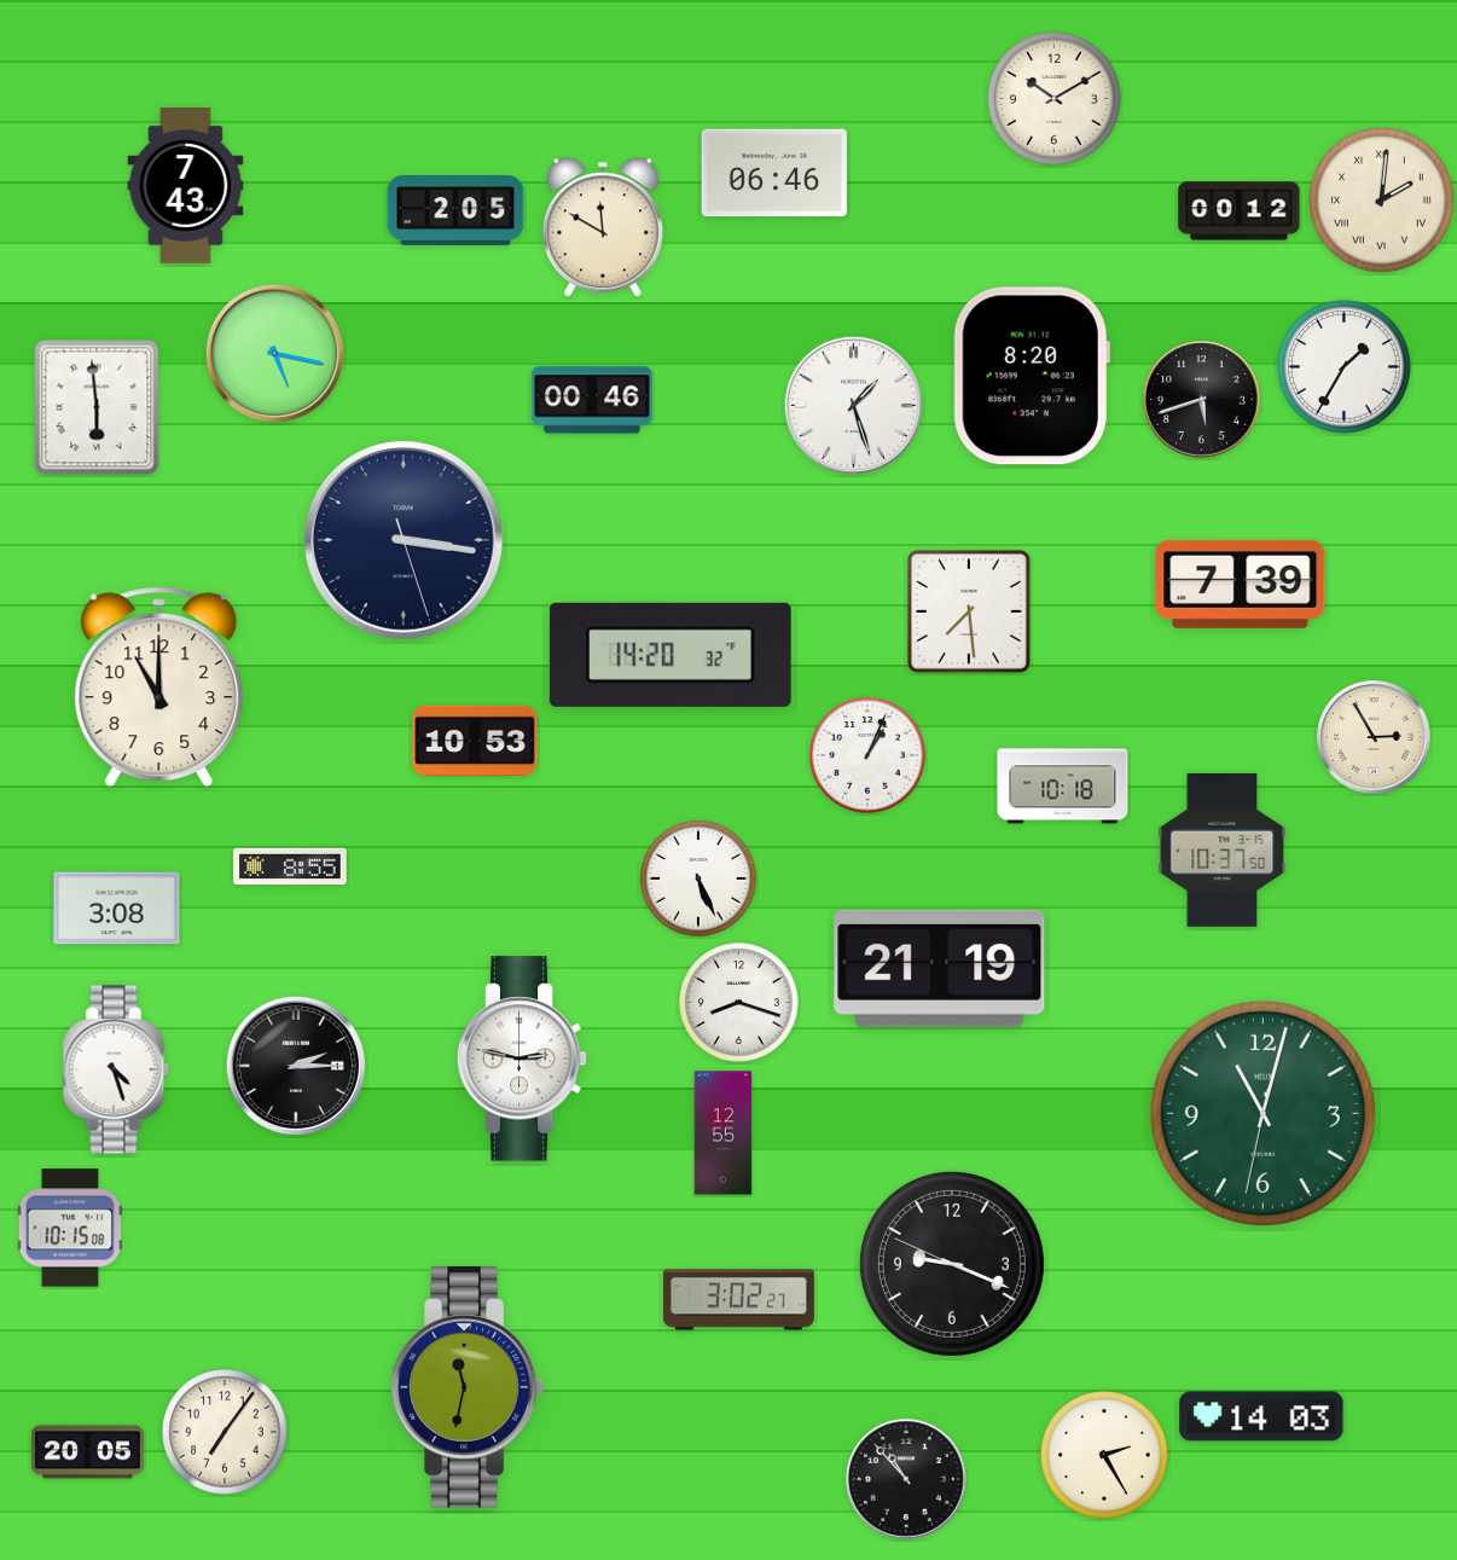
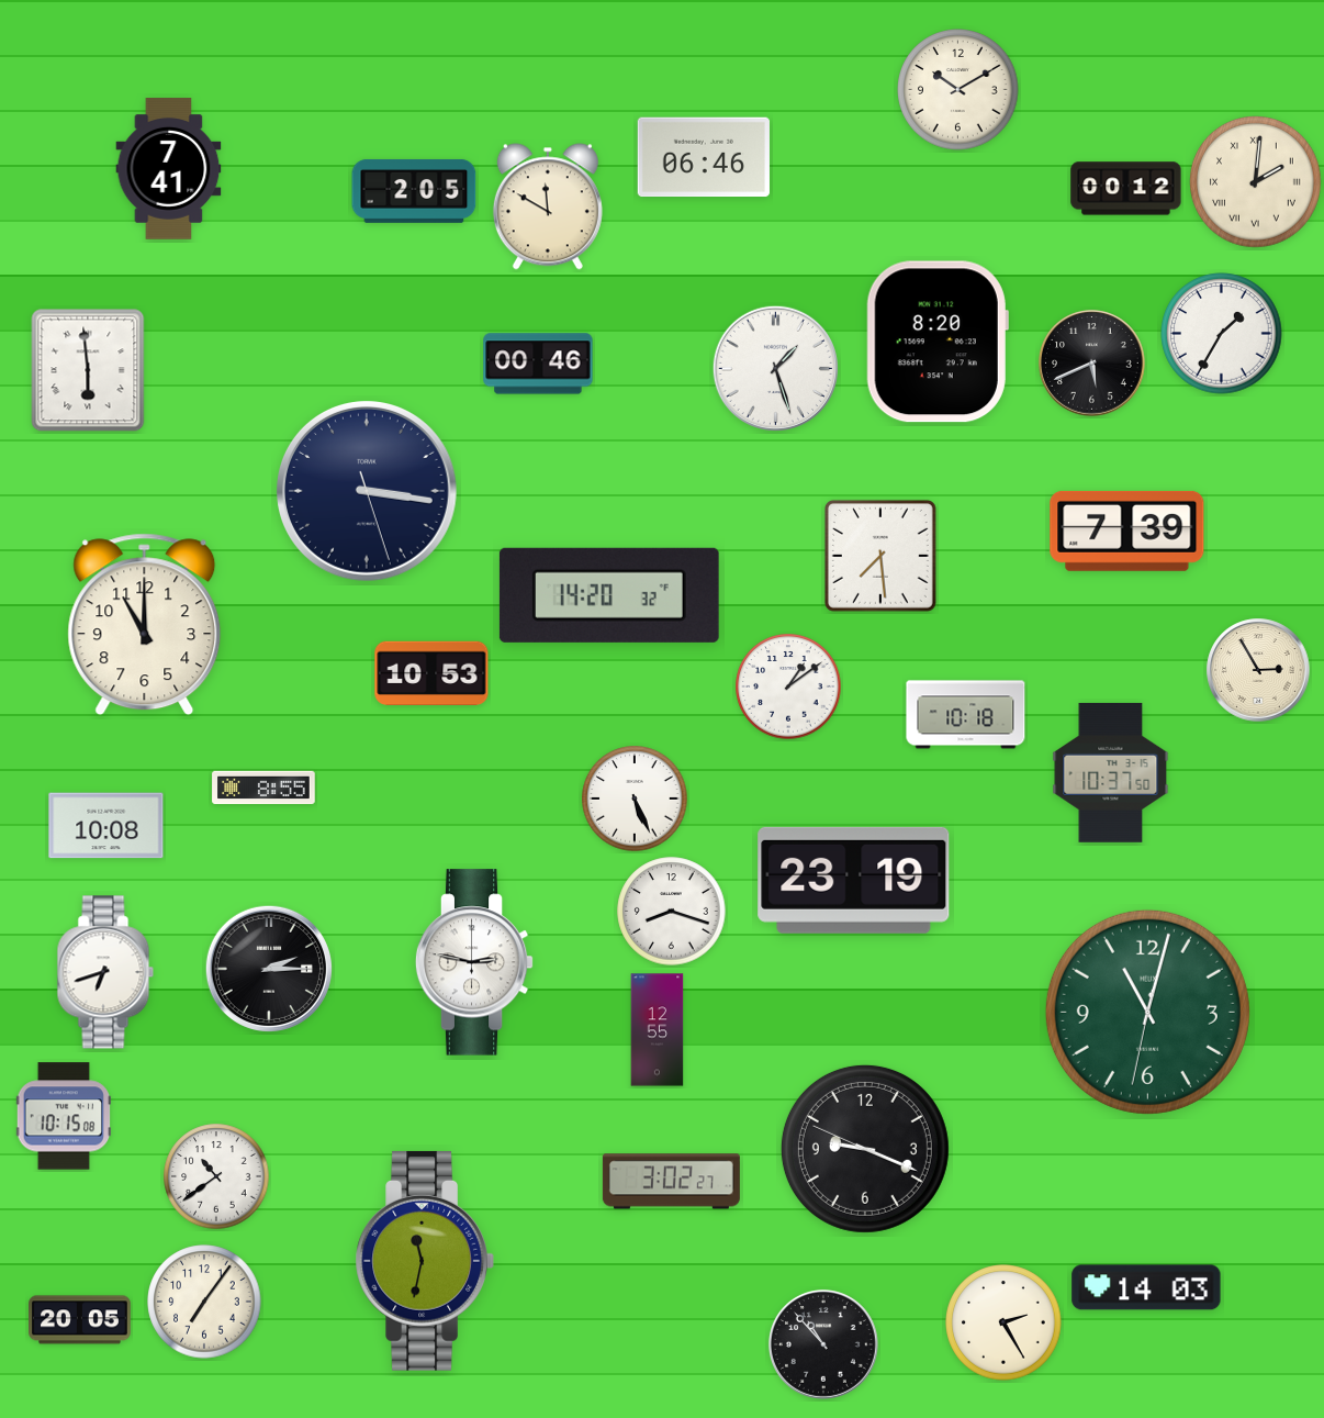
clock at (186, 186): 7:43 -> 7:41
clock at (1240, 211) position: (1240, 211) -> (1126, 189)
clock at (274, 353): 5:17 -> none
clock at (1202, 400): 5:42 -> 5:41
clock at (1374, 737) position: (1374, 737) -> (1258, 670)
clock at (867, 755): 1:04 -> 1:09
clock at (117, 909): 3:08 -> 10:08
clock at (940, 968): 21:19 -> 23:19
clock at (116, 1069): 4:27 -> 6:42
clock at (216, 1176): none -> 10:39
